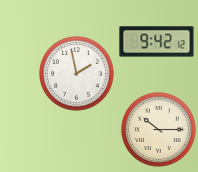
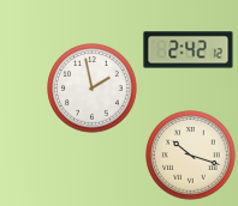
clock at (157, 42): 9:42 -> 2:42
clock at (159, 130): 10:15 -> 10:18
